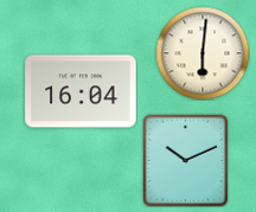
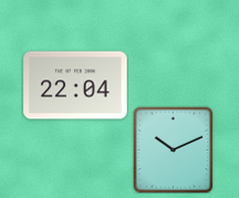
clock at (203, 53): 6:01 -> none
clock at (81, 91): 16:04 -> 22:04
